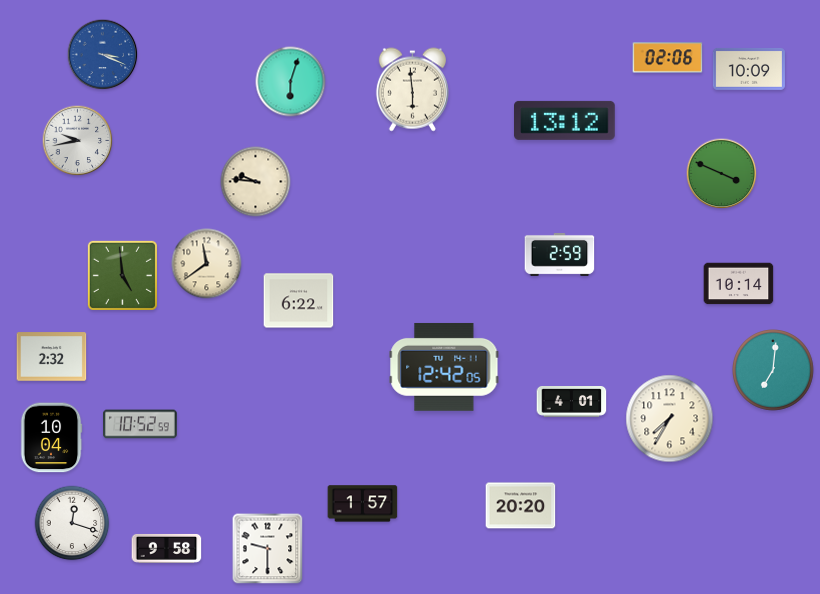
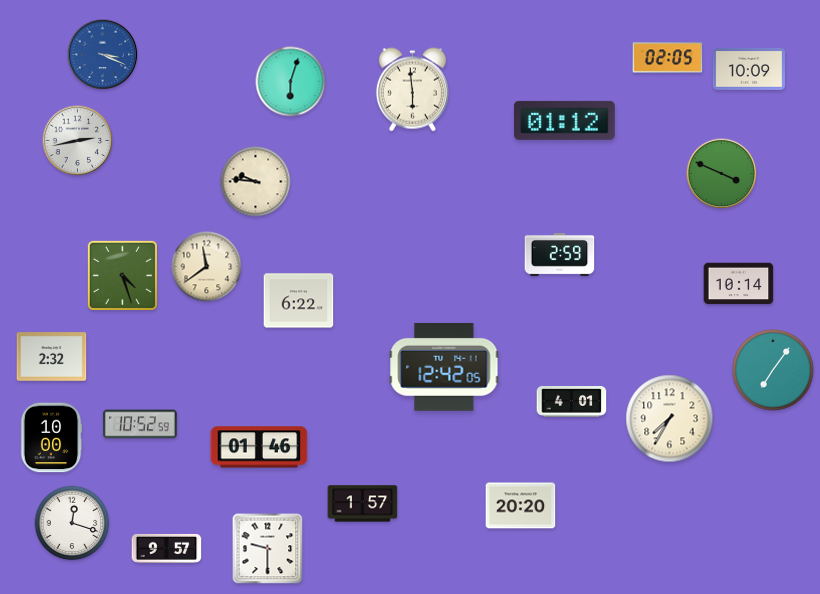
clock at (668, 58): 02:06 -> 02:05
clock at (565, 120): 13:12 -> 01:12
clock at (78, 141): 9:43 -> 2:43
clock at (207, 264) position: (207, 264) -> (207, 267)
clock at (122, 275): 4:59 -> 4:27
clock at (774, 371): 7:01 -> 7:06
clock at (51, 438): 10:04 -> 10:00
clock at (259, 447): none -> 01:46
clock at (167, 548): 9:58 -> 9:57
